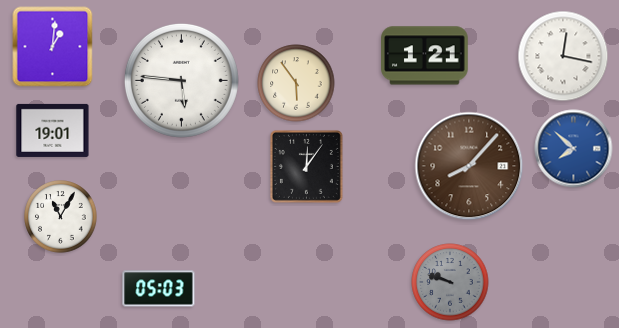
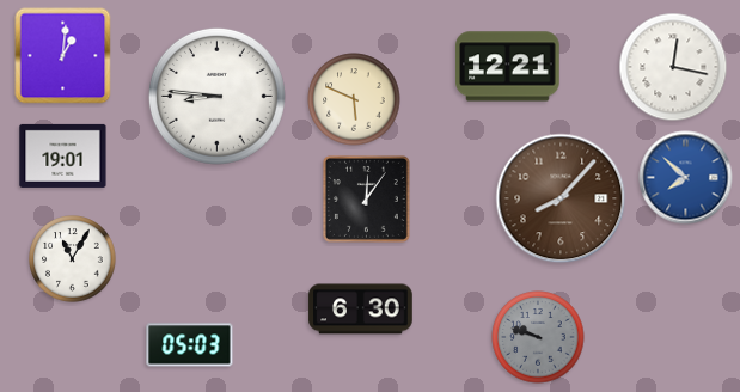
clock at (425, 56): 1:21 -> 12:21
clock at (181, 80): 5:46 -> 8:46
clock at (296, 83): 5:54 -> 5:49
clock at (361, 310): none -> 6:30
